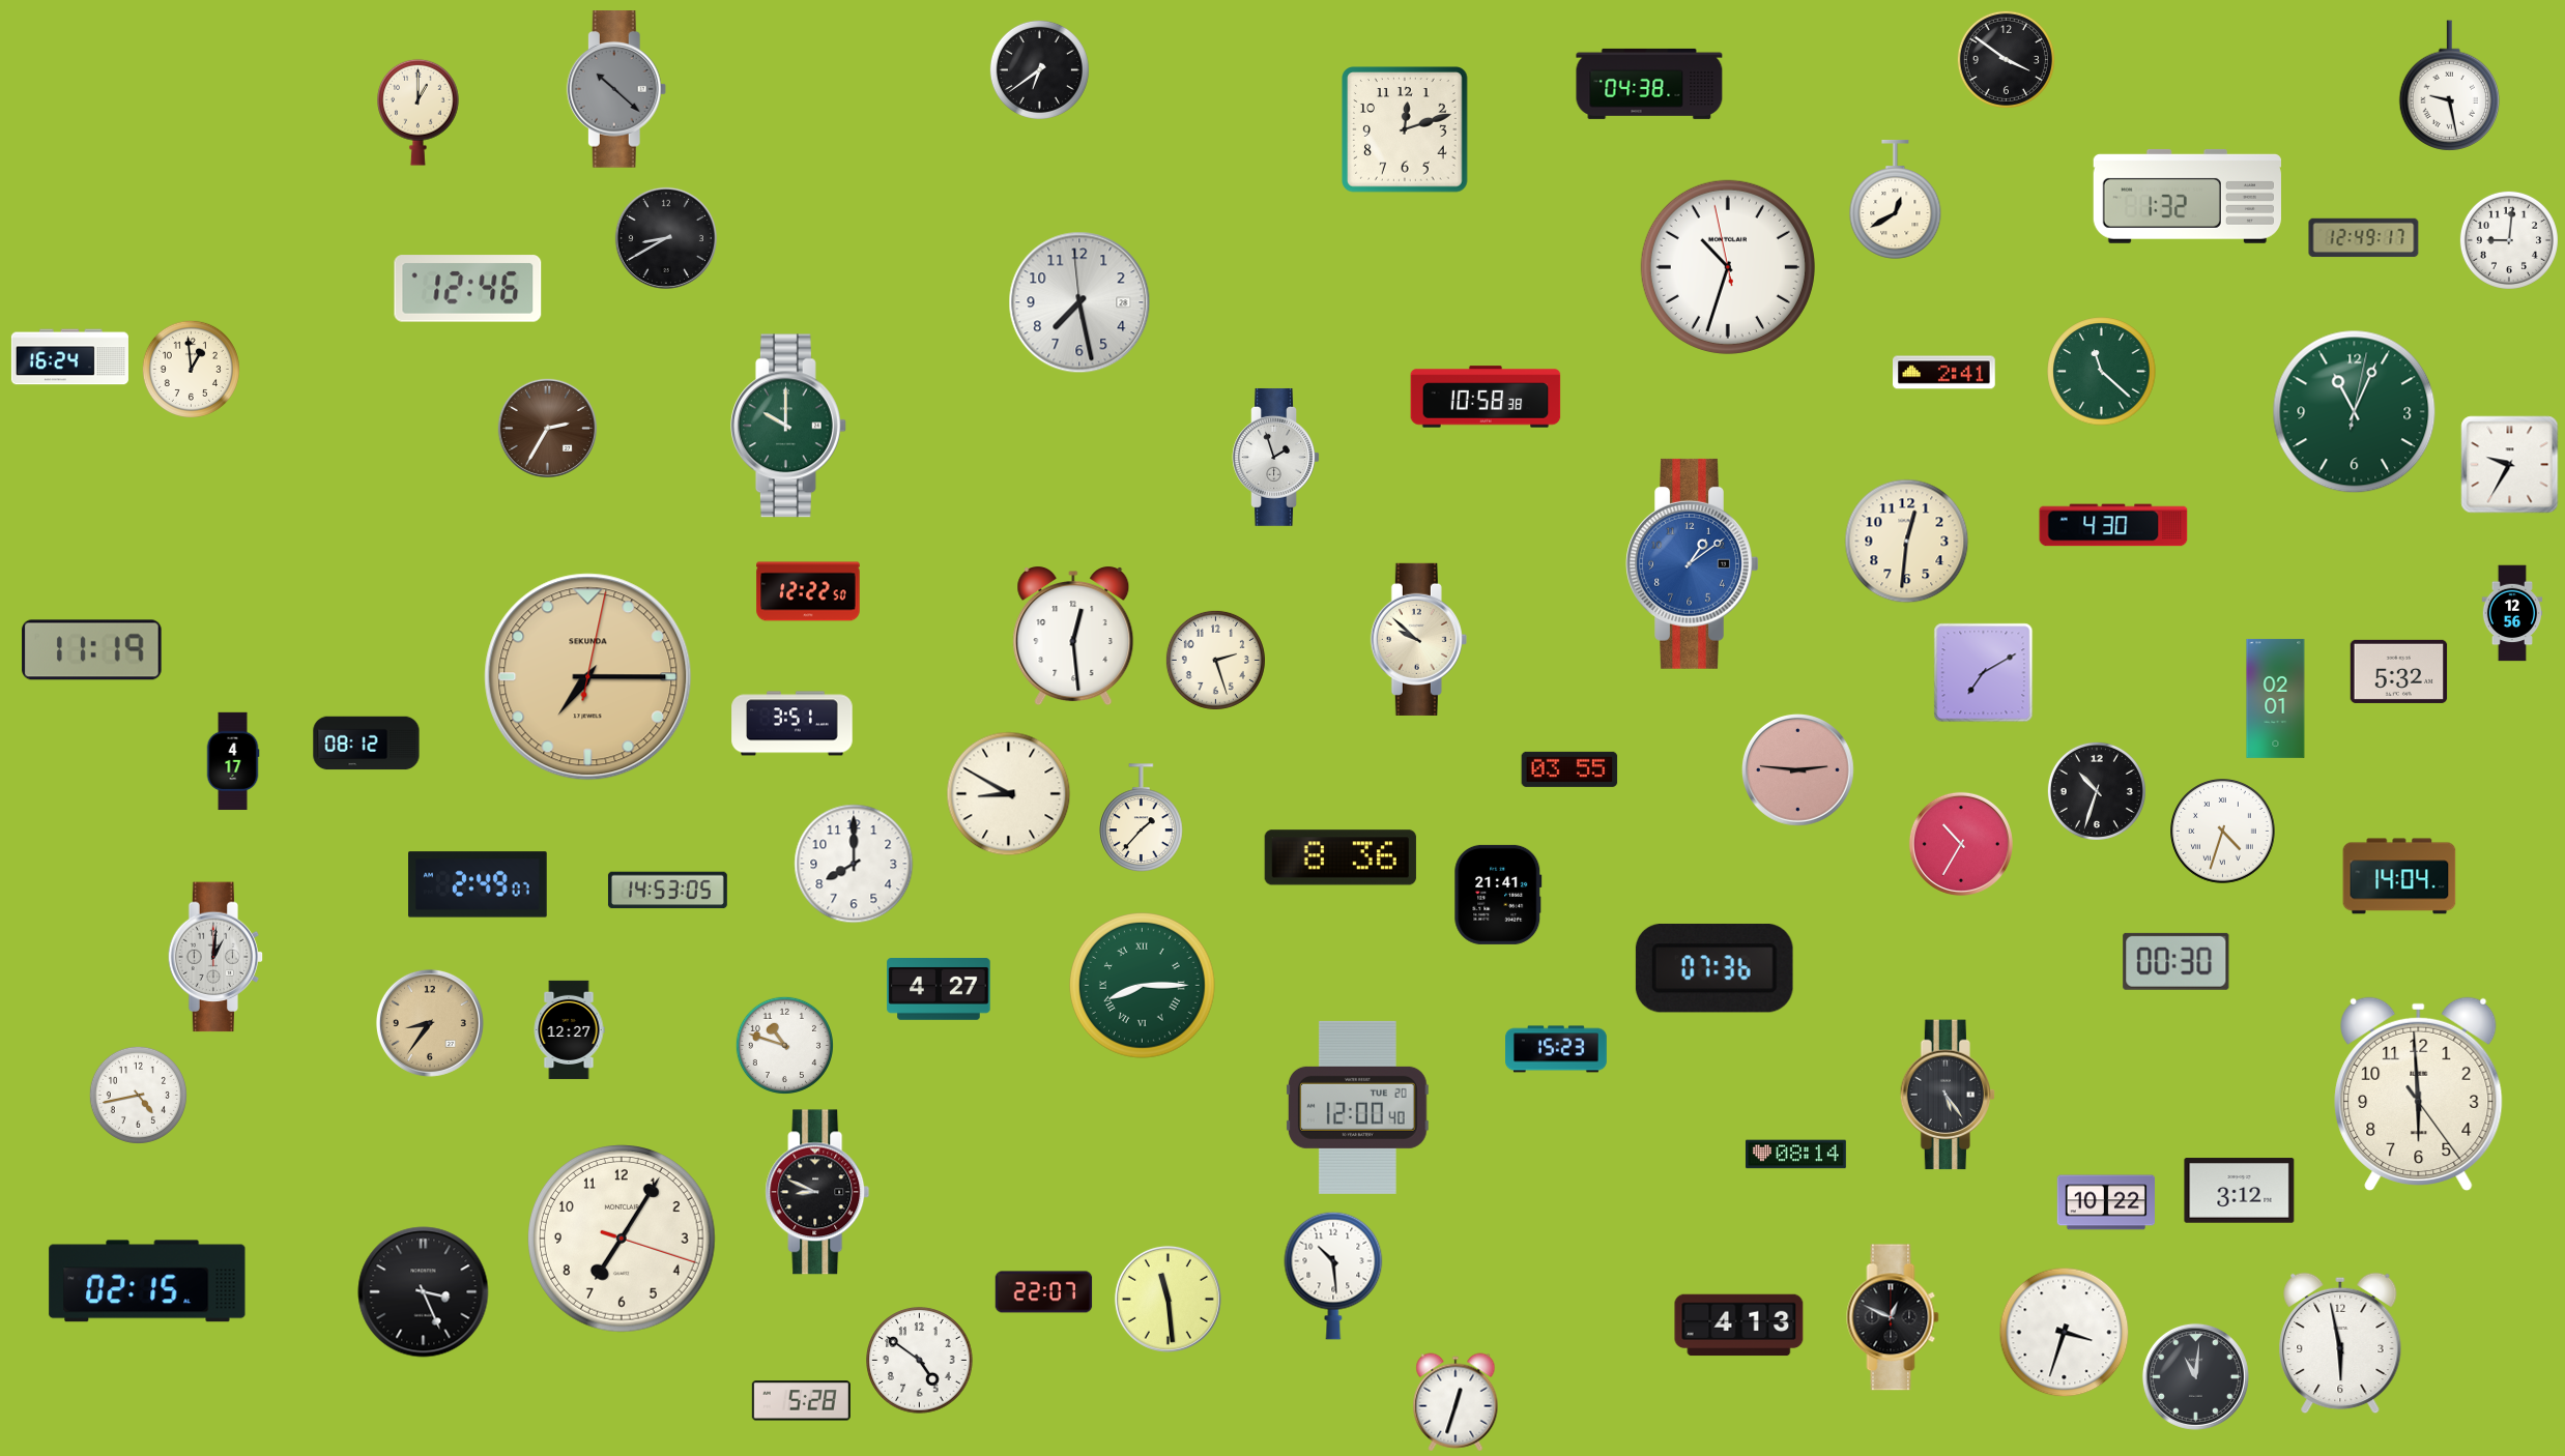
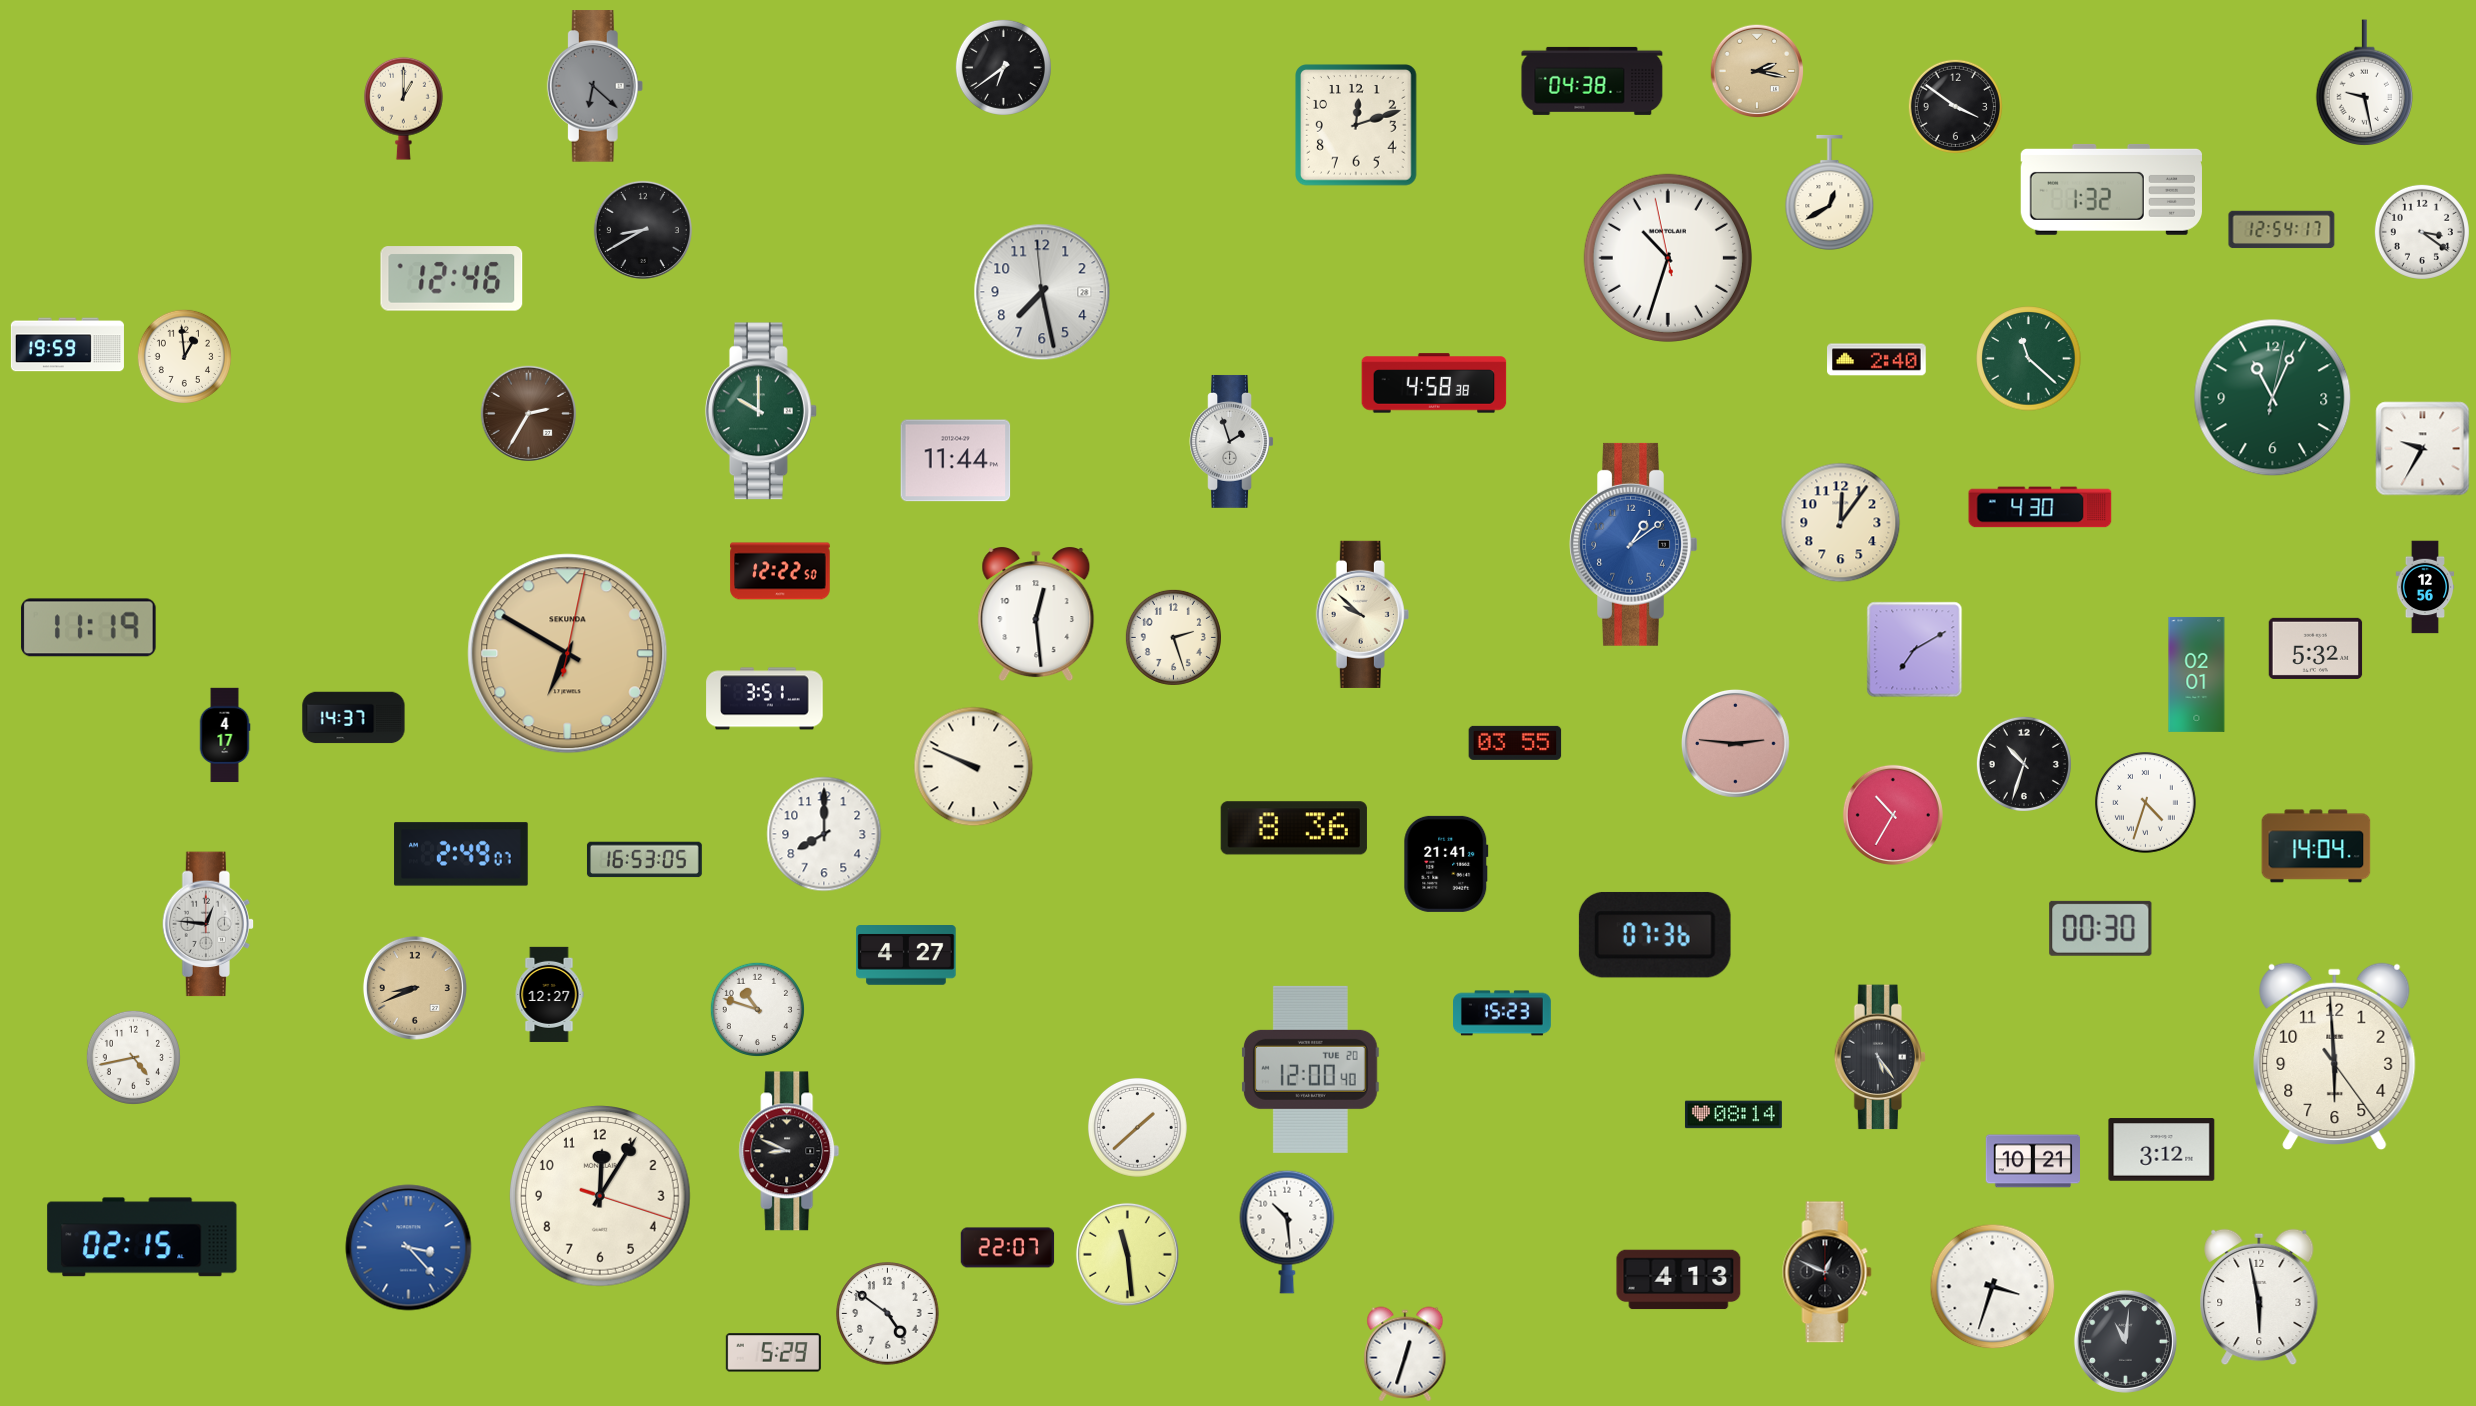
clock at (2006, 59) position: (2006, 59) -> (1955, 106)
clock at (1757, 71): none -> 2:17
clock at (616, 89): 10:22 -> 6:22
clock at (2364, 238): 12:49 -> 12:54
clock at (2509, 240): 9:01 -> 3:21
clock at (69, 357): 16:24 -> 19:59
clock at (1944, 373): 2:41 -> 2:40
clock at (1486, 397): 10:58 -> 4:58
clock at (956, 461): none -> 11:44
clock at (1907, 542): 12:31 -> 12:06
clock at (2512, 613) position: (2512, 613) -> (2425, 587)
clock at (1418, 639) position: (1418, 639) -> (1362, 614)
clock at (588, 677): 7:15 -> 6:50
clock at (367, 744): 08:12 -> 14:37
clock at (1009, 794): 8:50 -> 9:49
clock at (1142, 818): 1:37 -> none
clock at (667, 891): 14:53 -> 16:53
clock at (215, 957): 1:01 -> 12:46
clock at (1143, 986): 8:15 -> none
clock at (430, 1023): 8:36 -> 8:41
clock at (1137, 1127): none -> 1:38
clock at (2105, 1202): 10:22 -> 10:21
clock at (622, 1239): 7:05 -> 12:05
clock at (424, 1292): 3:26 -> 3:23
clock at (424, 1292) dial: black -> blue
clock at (2195, 1376) position: (2195, 1376) -> (2125, 1341)
clock at (801, 1401): 5:28 -> 5:29
